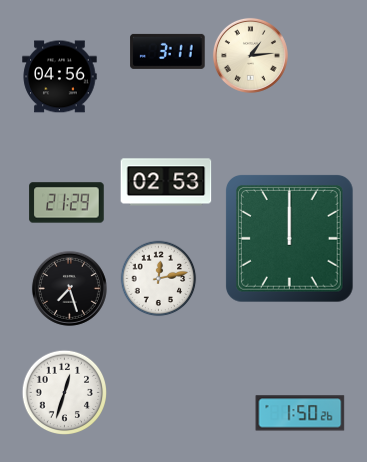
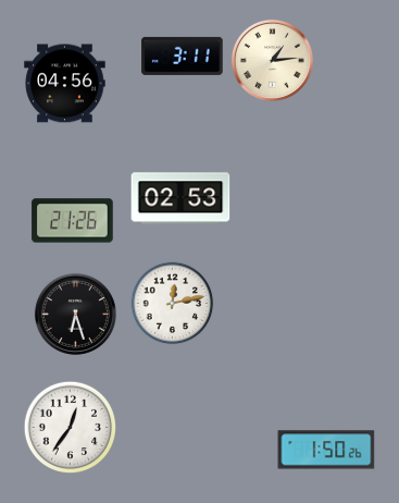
clock at (67, 203): 21:29 -> 21:26
clock at (290, 239): 12:00 -> none
clock at (69, 288): 7:27 -> 6:27
clock at (65, 393): 12:33 -> 12:36
